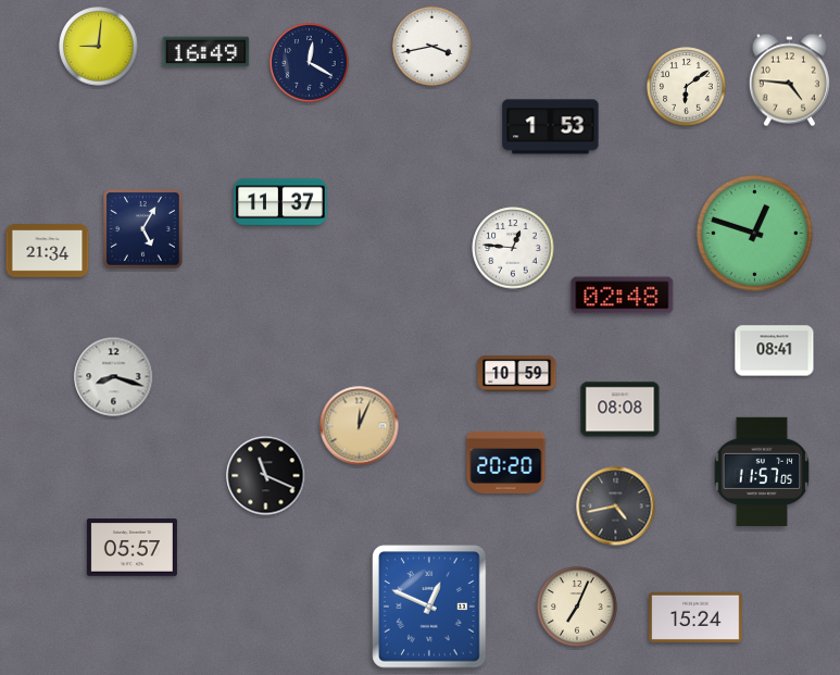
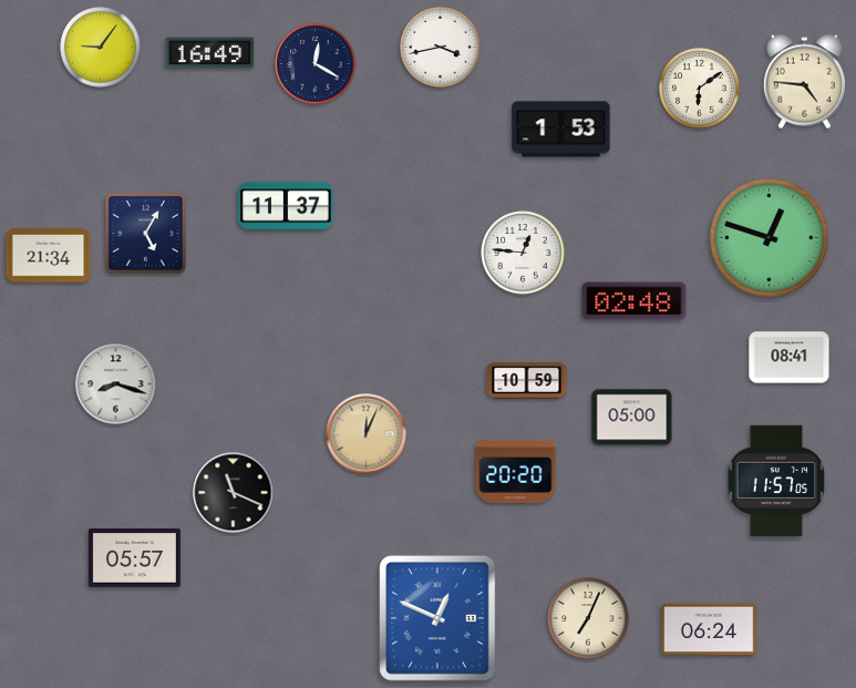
clock at (99, 47): 9:01 -> 9:06
clock at (620, 410): 08:08 -> 05:00
clock at (266, 476) position: (266, 476) -> (234, 493)
clock at (616, 507): 4:43 -> none
clock at (695, 616): 15:24 -> 06:24
